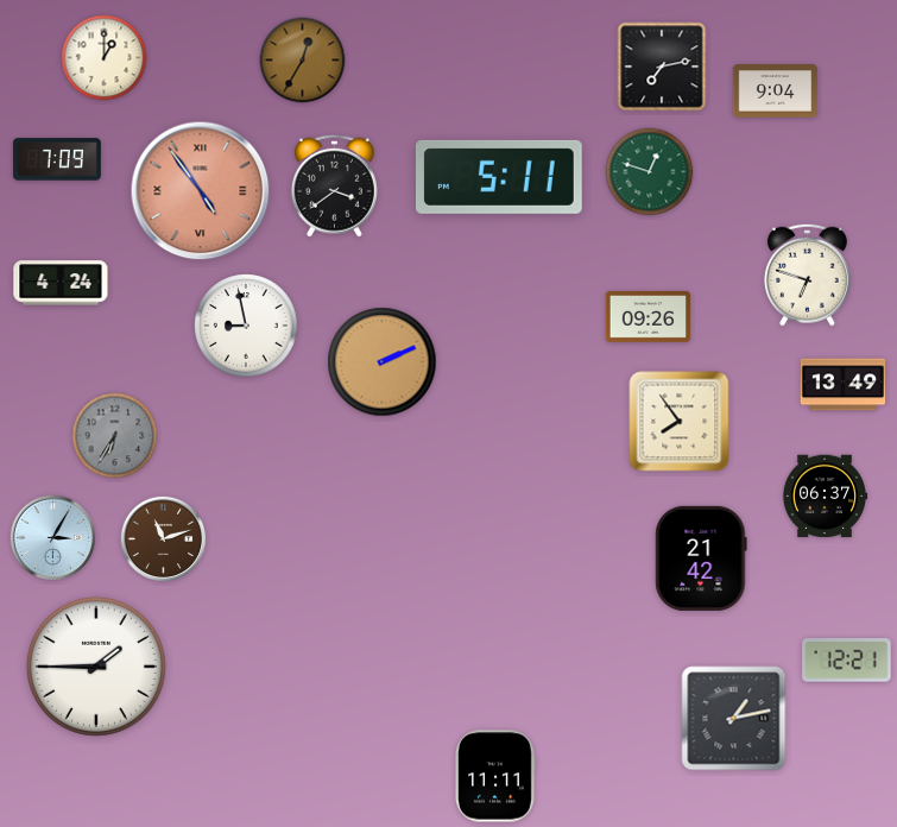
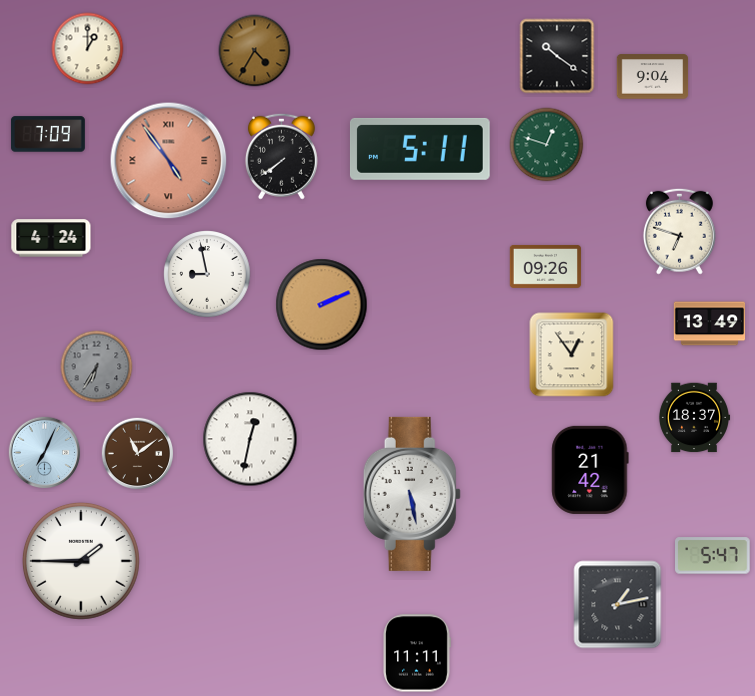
clock at (303, 61): 12:35 -> 4:35
clock at (662, 67): 7:13 -> 10:21
clock at (334, 185): 3:39 -> 7:39
clock at (680, 422): 7:54 -> 12:54
clock at (825, 497): 06:37 -> 18:37
clock at (250, 439): none -> 12:32
clock at (53, 538): 3:05 -> 7:04
clock at (164, 539): 11:12 -> 11:09
clock at (412, 494): none -> 5:28
clock at (847, 661): 12:21 -> 5:47
